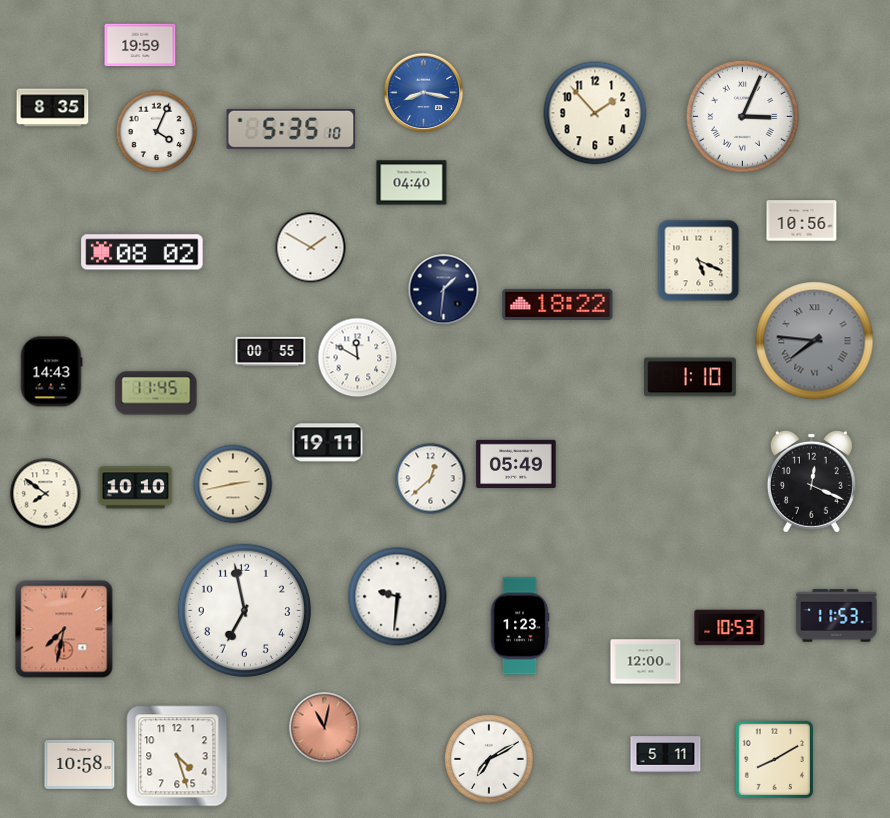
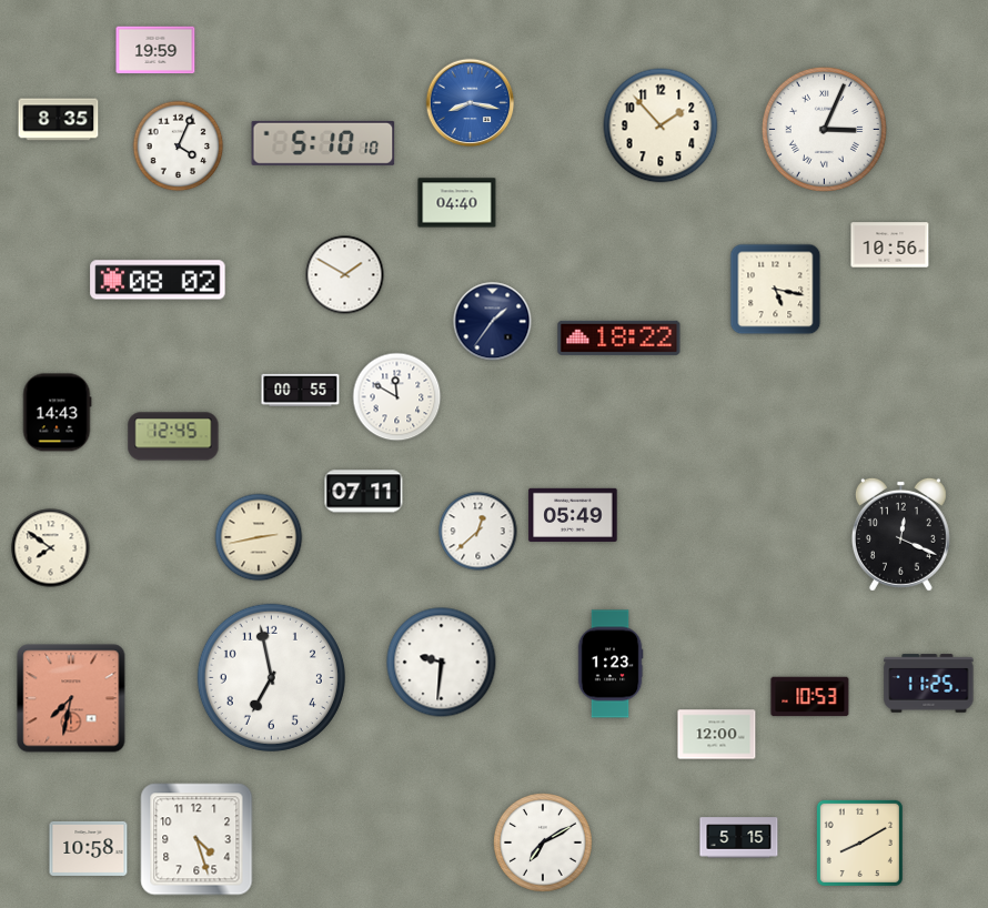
clock at (291, 129): 5:35 -> 5:10
clock at (157, 132) position: (157, 132) -> (179, 147)
clock at (699, 261): 5:19 -> 5:17
clock at (444, 290): 1:31 -> 1:36
clock at (815, 341): 7:46 -> none
clock at (691, 377): 1:10 -> none
clock at (156, 393): 11:45 -> 12:45
clock at (328, 443): 19:11 -> 07:11
clock at (136, 488): 10:10 -> none
clock at (837, 616): 11:53 -> 11:25
clock at (520, 626) position: (520, 626) -> (611, 664)
clock at (325, 728): 11:02 -> none
clock at (666, 755): 5:11 -> 5:15
